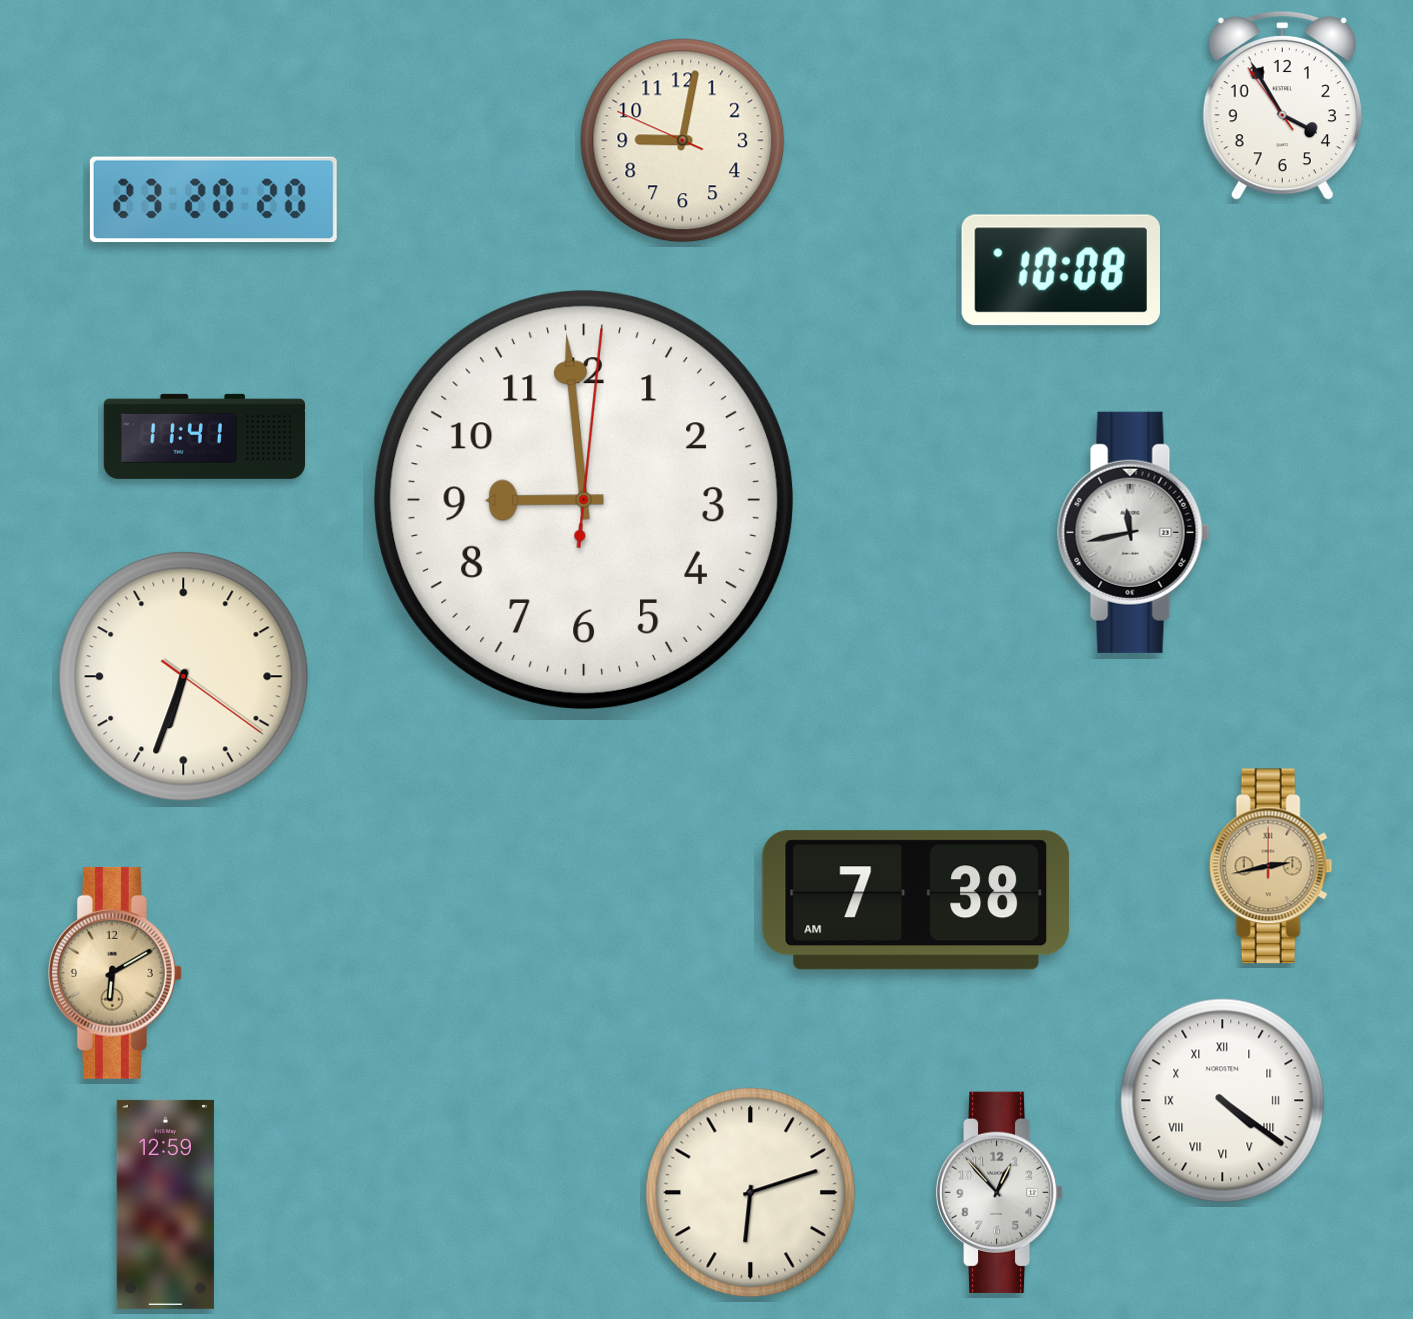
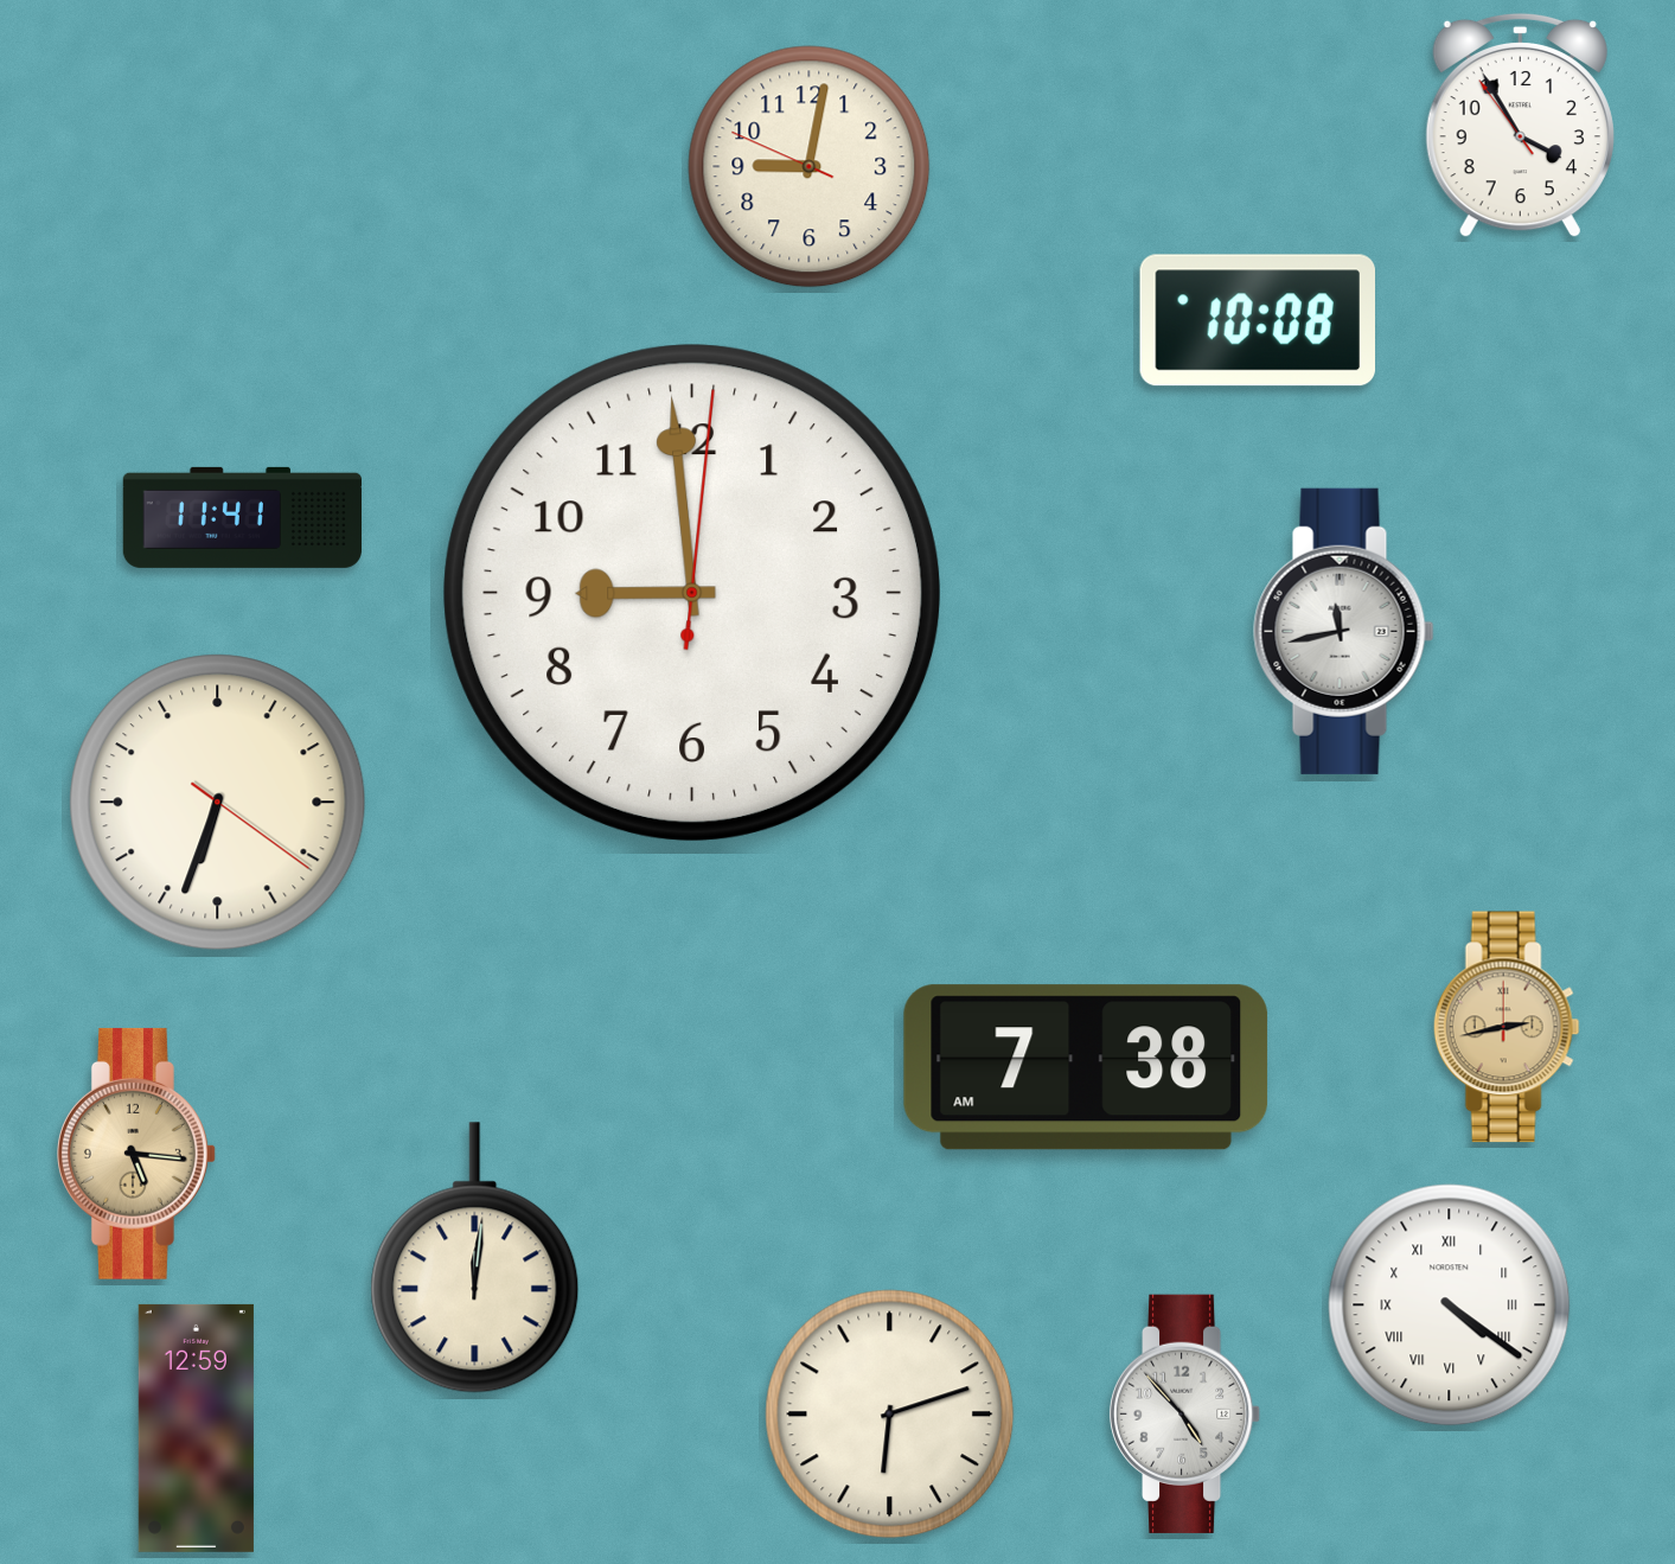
clock at (213, 200): 23:20 -> none
clock at (116, 973): 6:10 -> 5:16
clock at (475, 1258): none -> 12:01
clock at (1000, 1192): 12:53 -> 4:53
